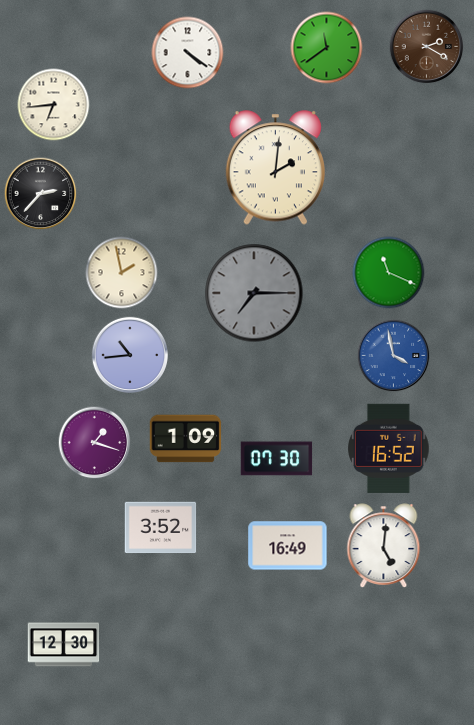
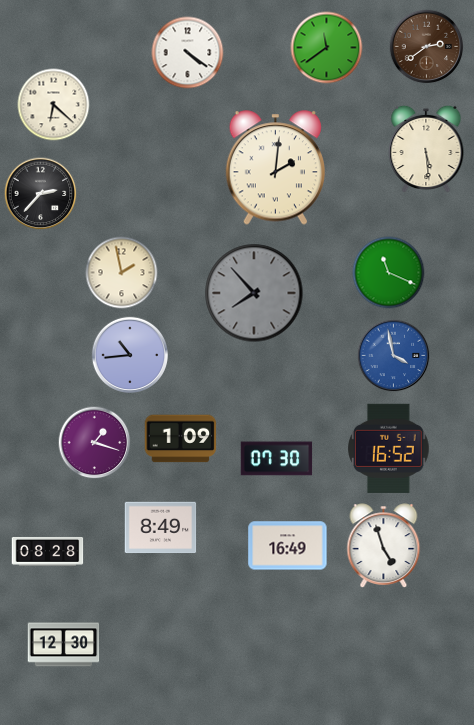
clock at (427, 47): 2:20 -> 2:39
clock at (54, 105): 6:44 -> 6:22
clock at (426, 149): none -> 5:29
clock at (254, 293): 7:15 -> 7:53
clock at (186, 439) position: (186, 439) -> (181, 439)
clock at (161, 528): 3:52 -> 8:49
clock at (384, 546): 5:01 -> 4:57
clock at (48, 551): none -> 08:28
